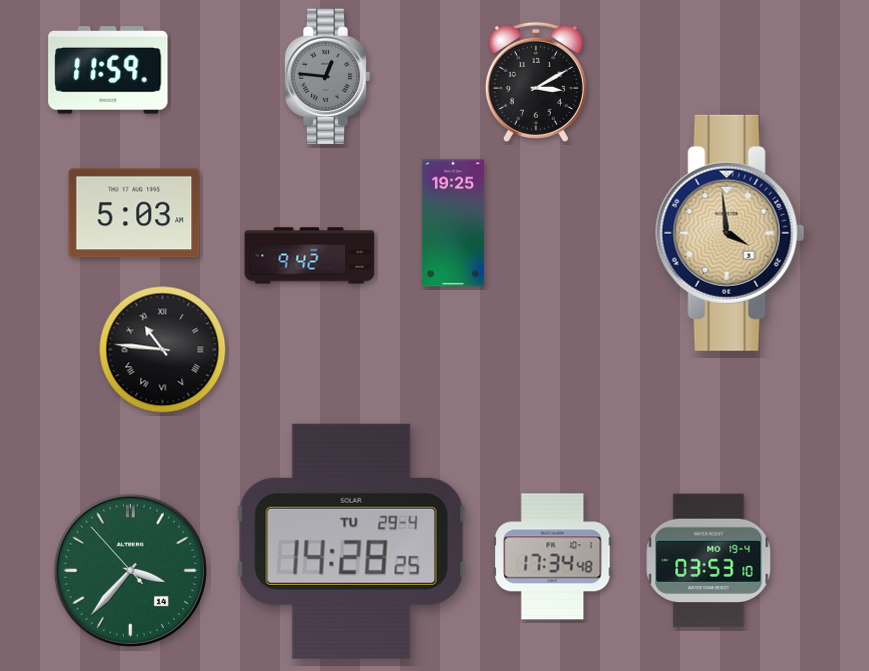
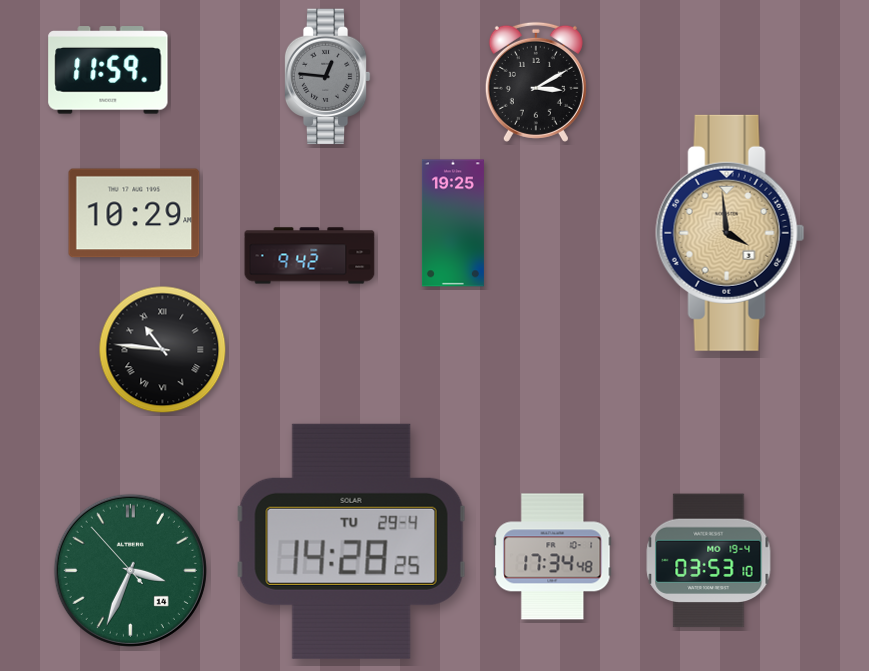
clock at (134, 213): 5:03 -> 10:29
clock at (130, 570): 3:36 -> 3:33
